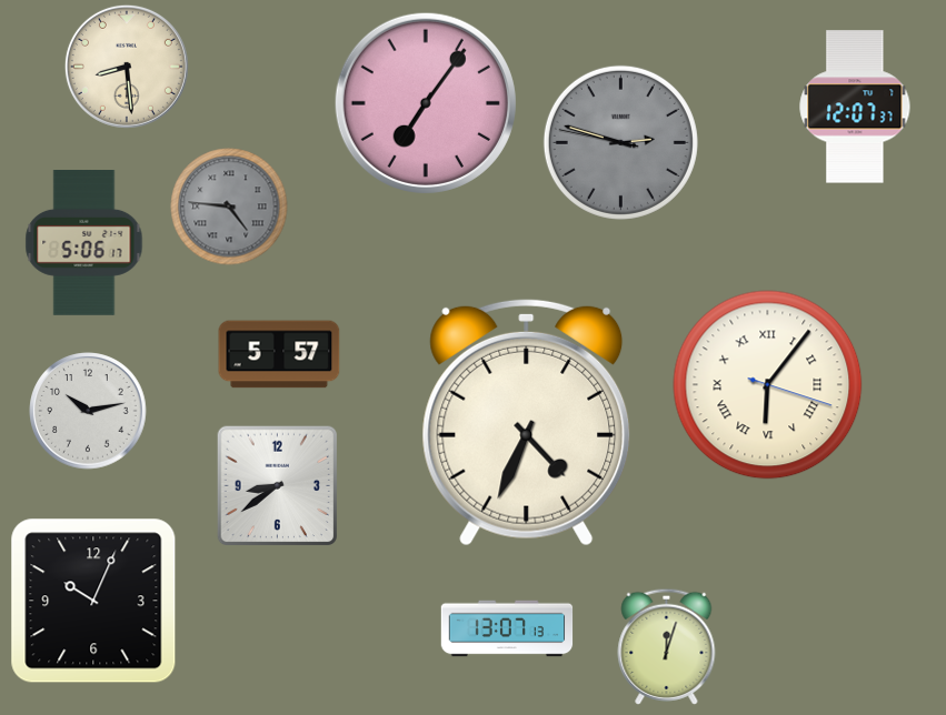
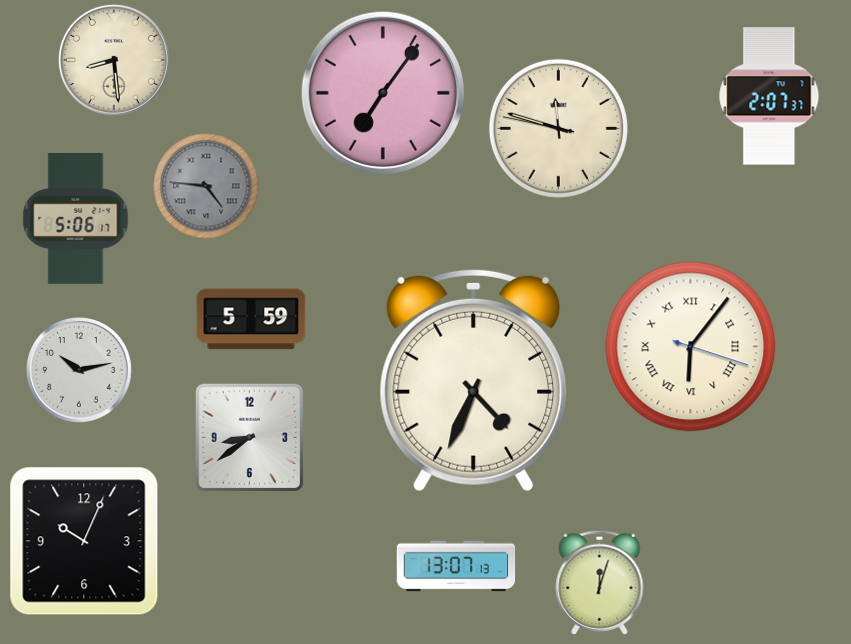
clock at (855, 107): 12:07 -> 2:07
clock at (620, 142): 2:47 -> 11:47
clock at (620, 142) dial: grey -> cream
clock at (279, 354): 5:57 -> 5:59
